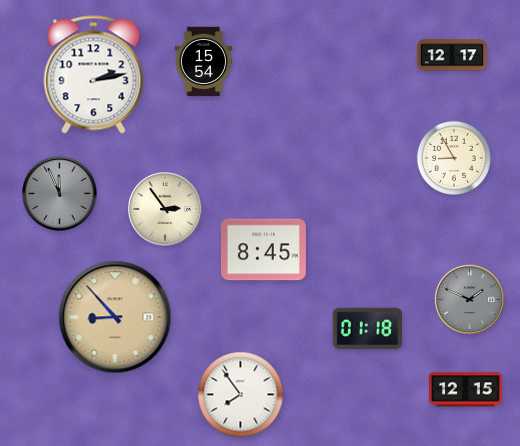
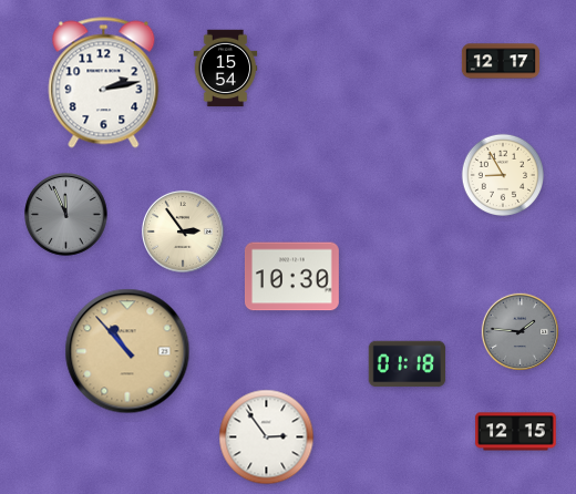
clock at (263, 250): 8:45 -> 10:30
clock at (469, 299): 1:49 -> 1:46
clock at (115, 317): 8:53 -> 10:53
clock at (241, 395): 7:54 -> 2:54
